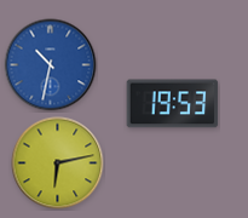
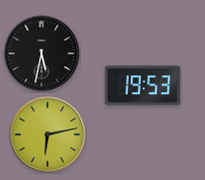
clock at (51, 65): 10:32 -> 5:32
clock at (51, 65) dial: blue -> black
